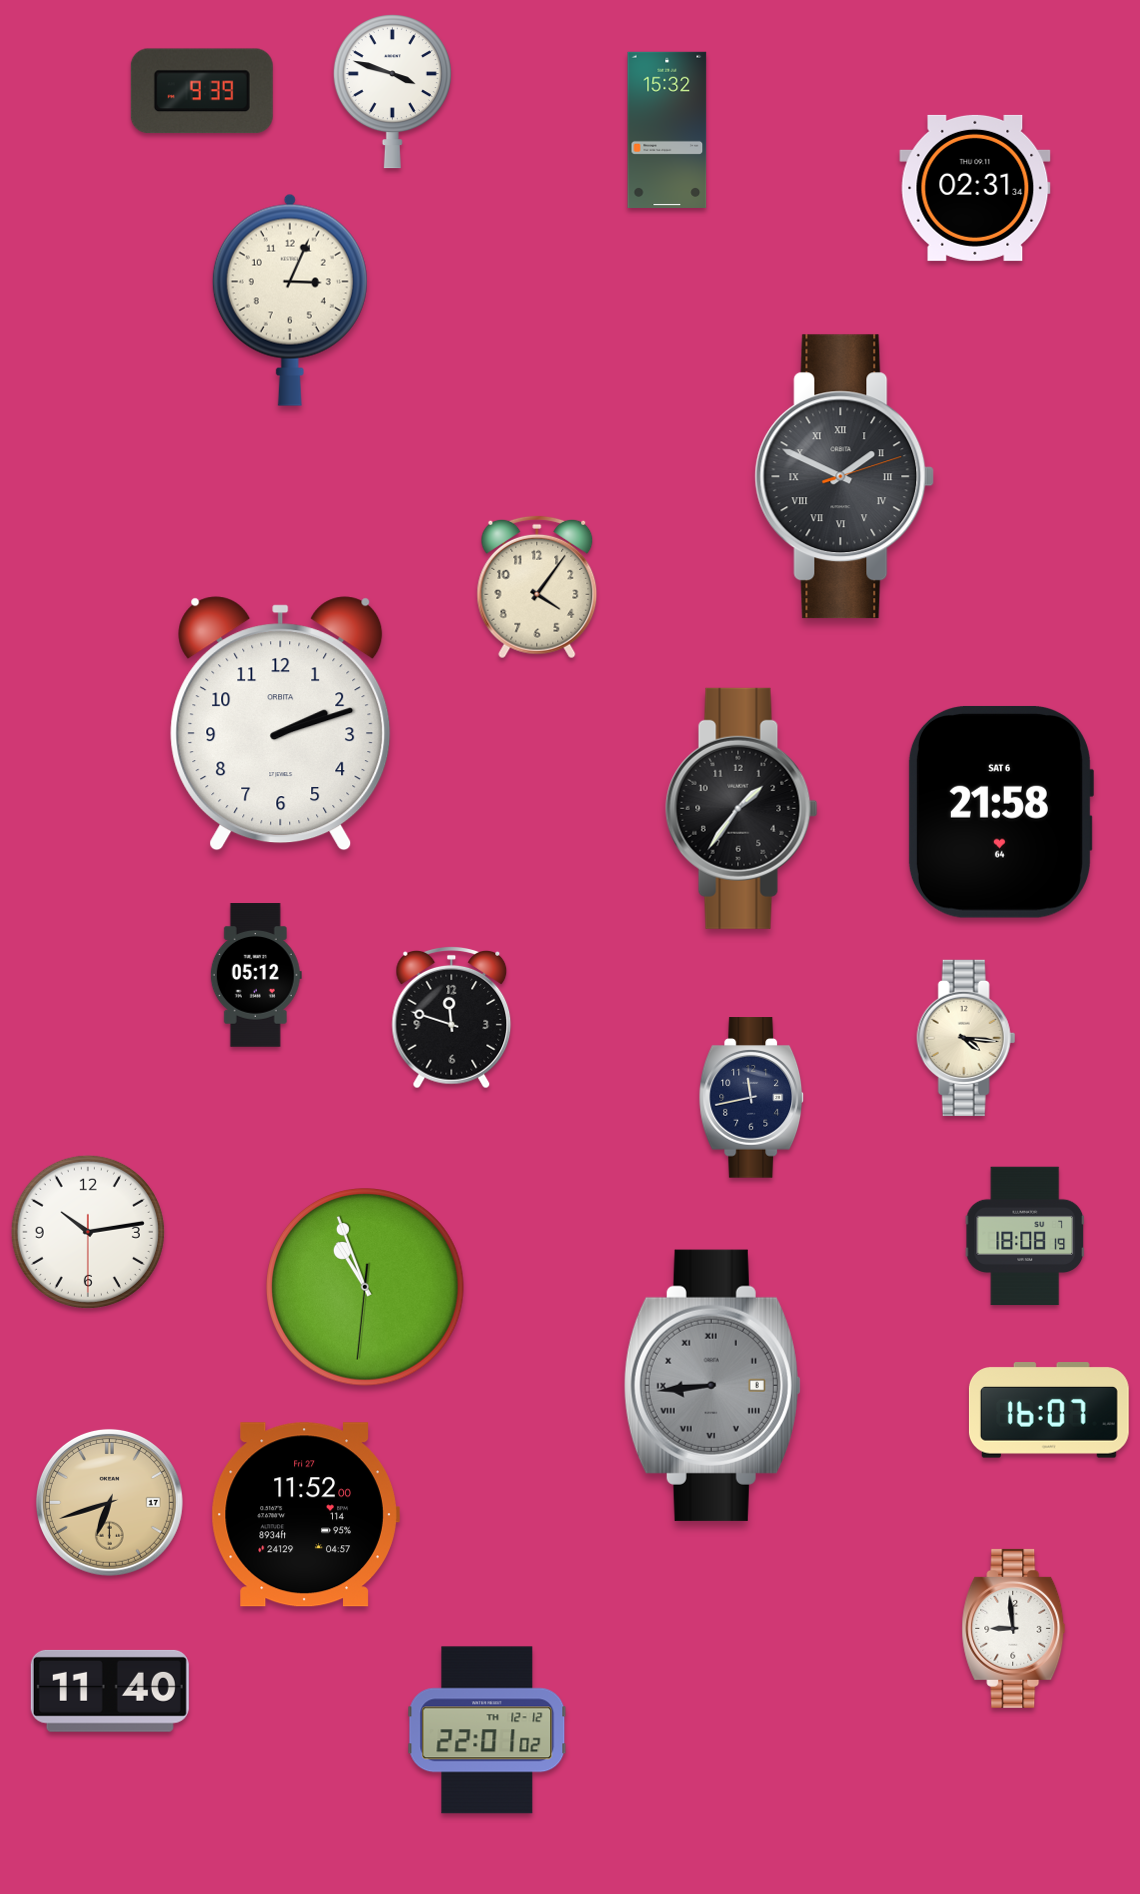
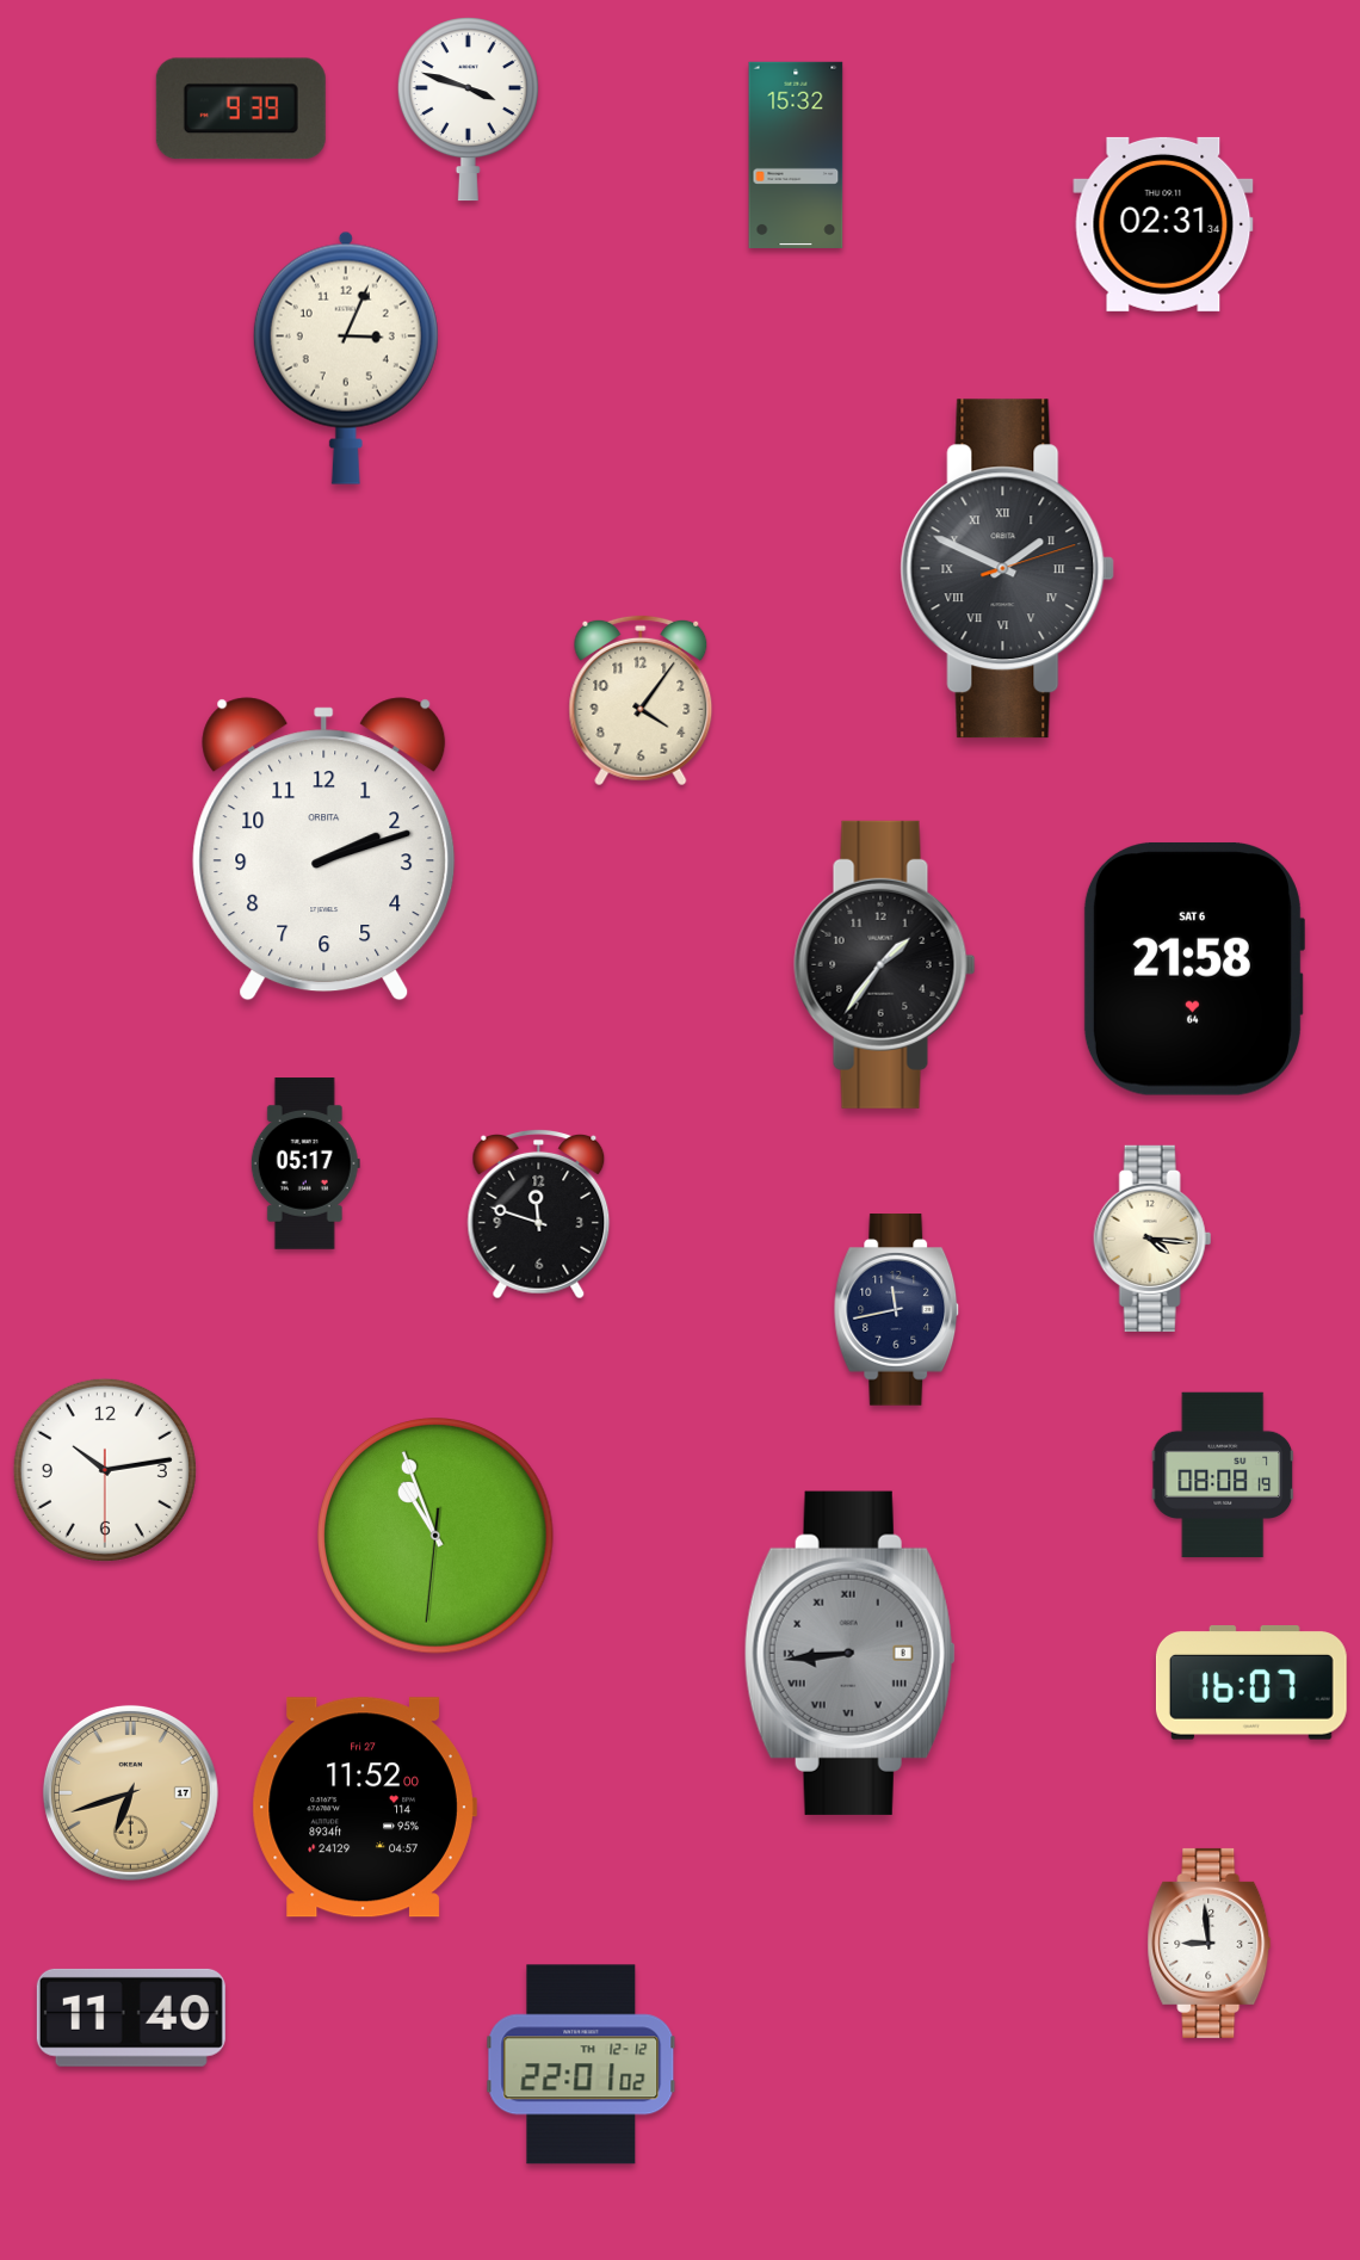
clock at (281, 724) position: (281, 724) -> (324, 850)
clock at (256, 975): 05:12 -> 05:17
clock at (1025, 1236): 18:08 -> 08:08
